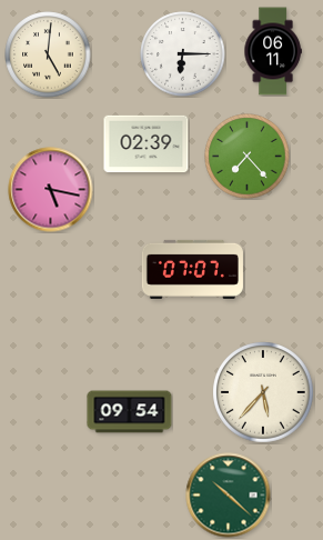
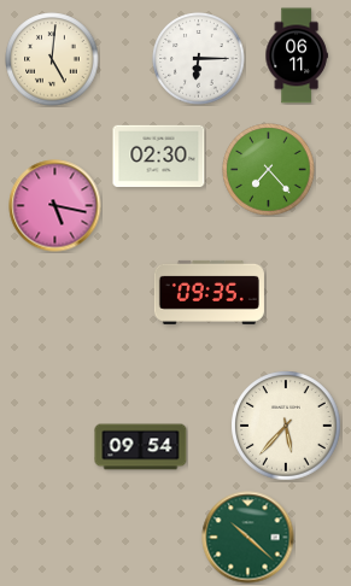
clock at (147, 144): 02:39 -> 02:30
clock at (192, 269): 07:07 -> 09:35
